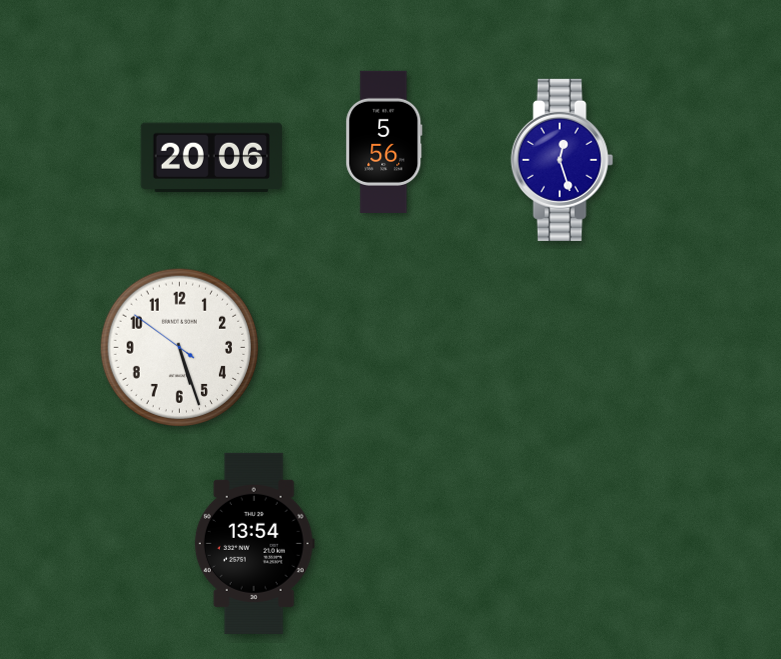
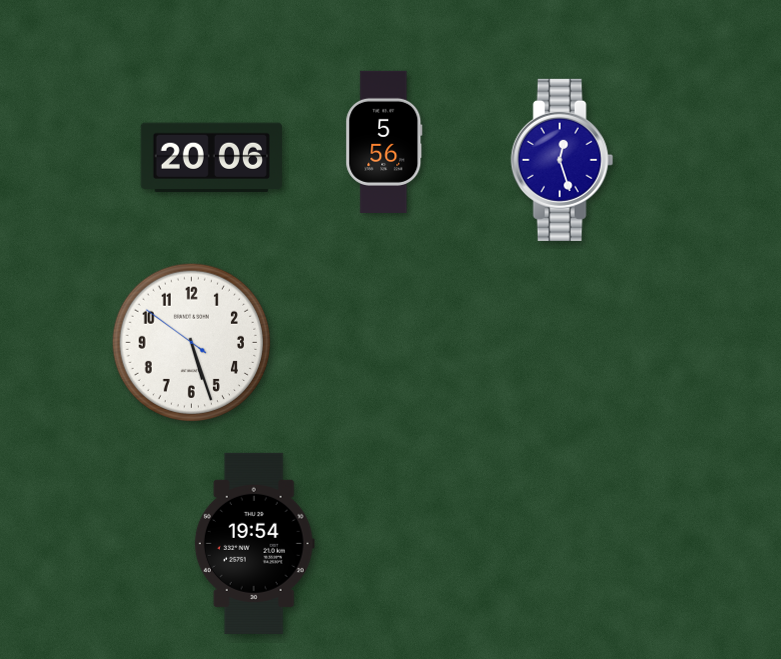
clock at (179, 347) position: (179, 347) -> (191, 342)
clock at (254, 543): 13:54 -> 19:54
